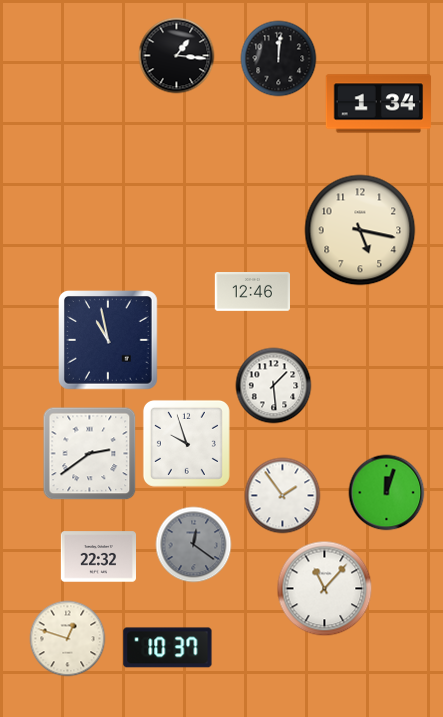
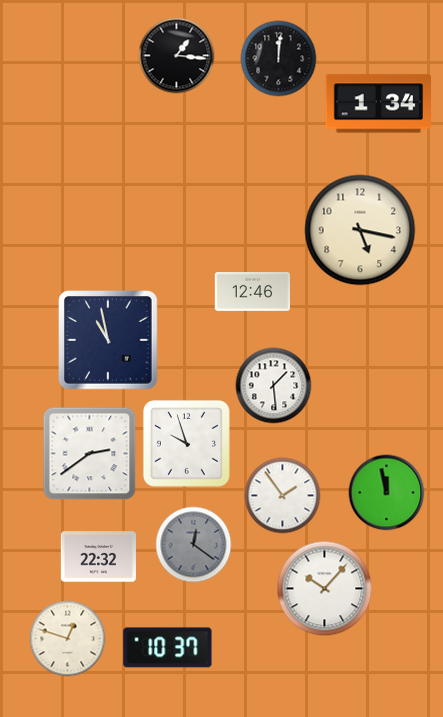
clock at (387, 493): 12:03 -> 11:58
clock at (325, 589): 11:07 -> 10:07
